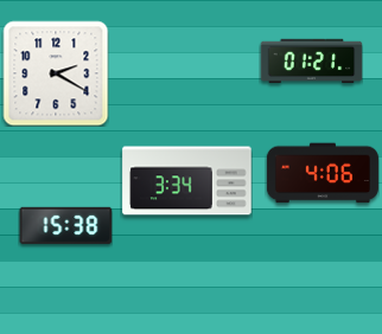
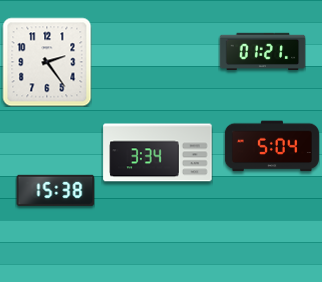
clock at (56, 73): 2:20 -> 2:24
clock at (323, 173): 4:06 -> 5:04
